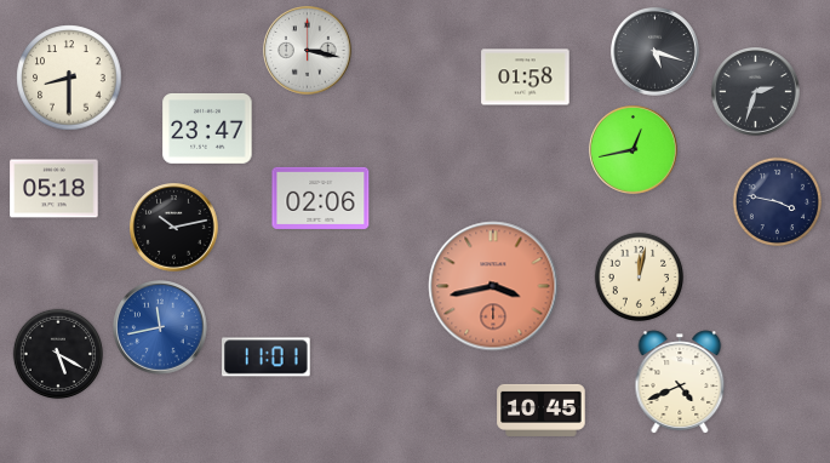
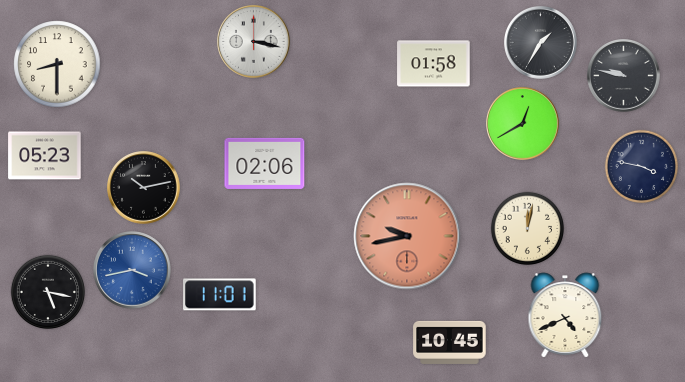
clock at (656, 52): 5:18 -> 1:35
clock at (756, 92): 2:33 -> 9:47
clock at (207, 128): 23:47 -> none
clock at (634, 150): 12:43 -> 12:40
clock at (55, 189): 05:18 -> 05:23
clock at (493, 286): 3:43 -> 9:43
clock at (160, 327): 11:43 -> 3:43
clock at (57, 353): 5:20 -> 5:17
clock at (680, 382) position: (680, 382) -> (565, 315)
clock at (542, 410) position: (542, 410) -> (450, 342)
